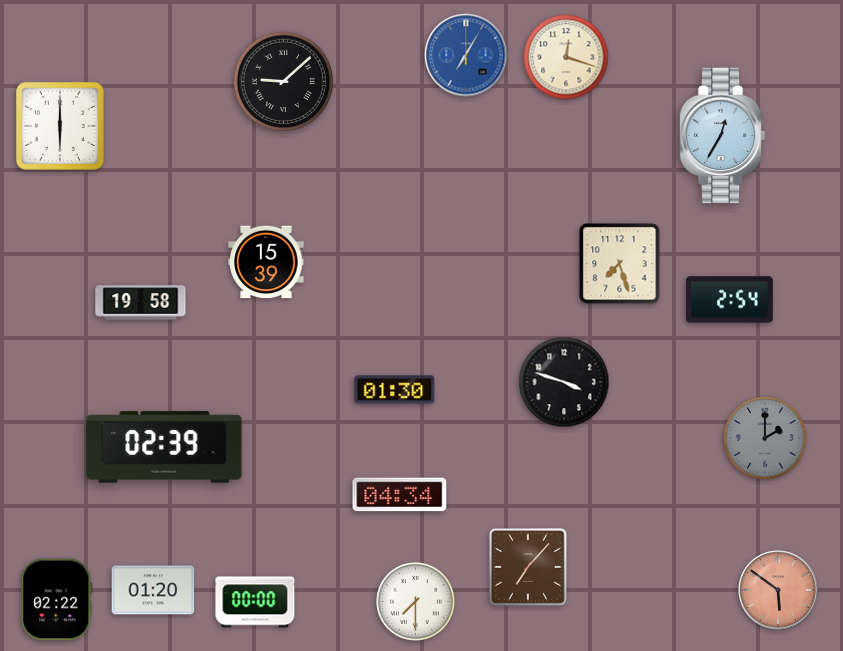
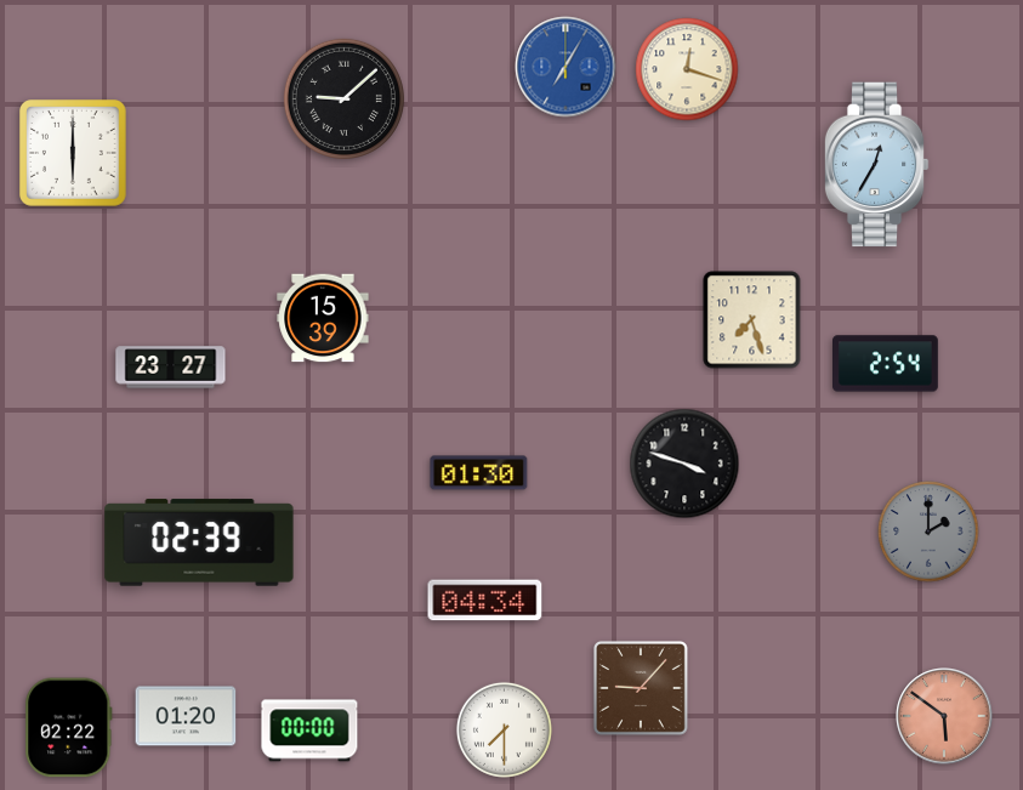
clock at (141, 303): 19:58 -> 23:27
clock at (528, 567): 7:07 -> 9:07
